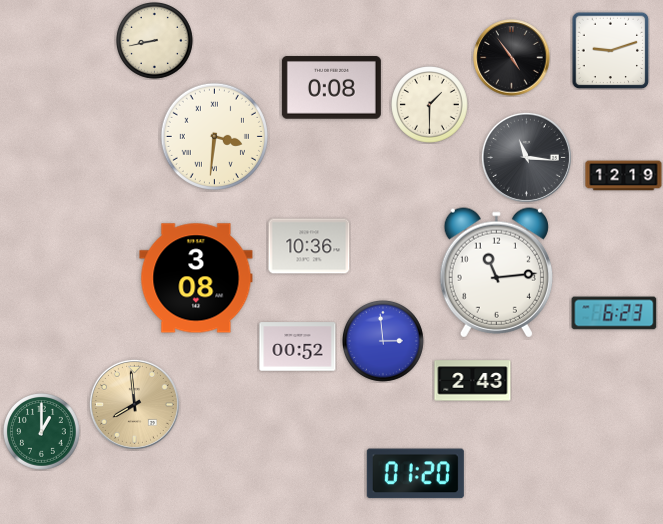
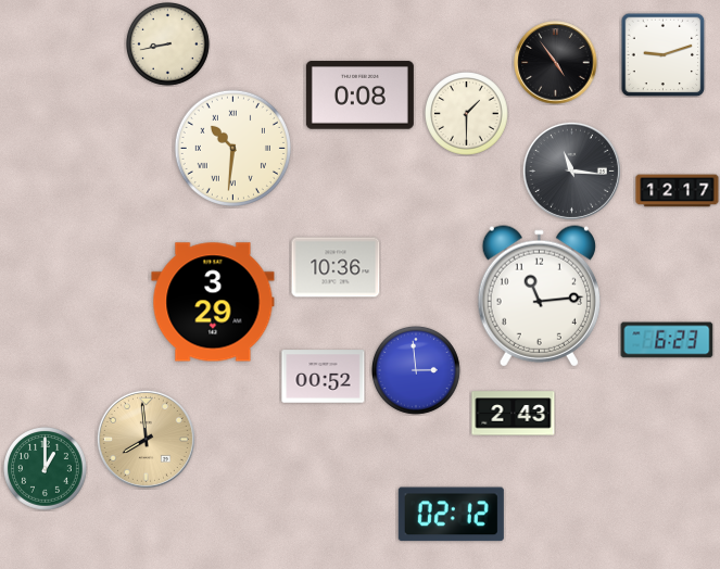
clock at (214, 136): 3:31 -> 10:31
clock at (624, 176): 12:19 -> 12:17
clock at (196, 278): 3:08 -> 3:29
clock at (415, 474): 01:20 -> 02:12
